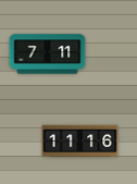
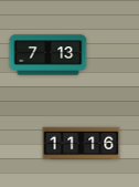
clock at (48, 54): 7:11 -> 7:13
